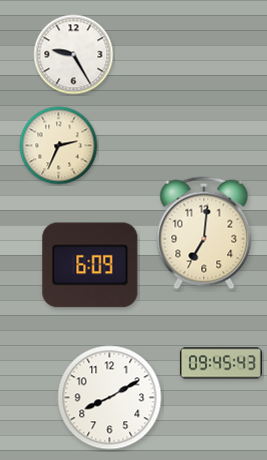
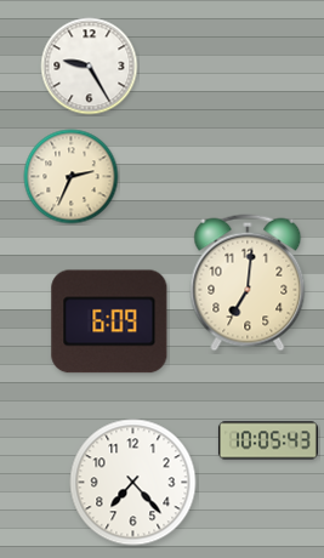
clock at (221, 363): 09:45 -> 10:05
clock at (110, 398): 8:10 -> 7:23
